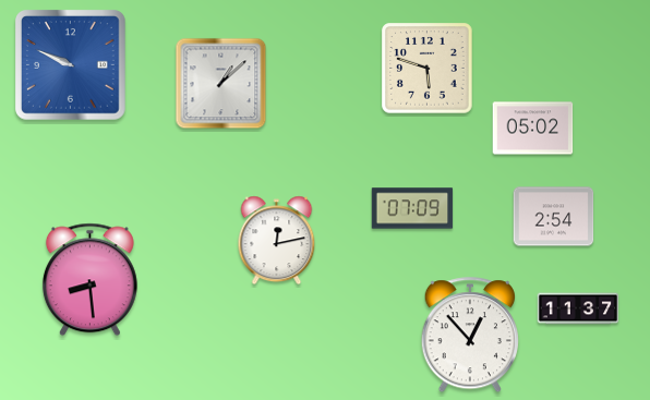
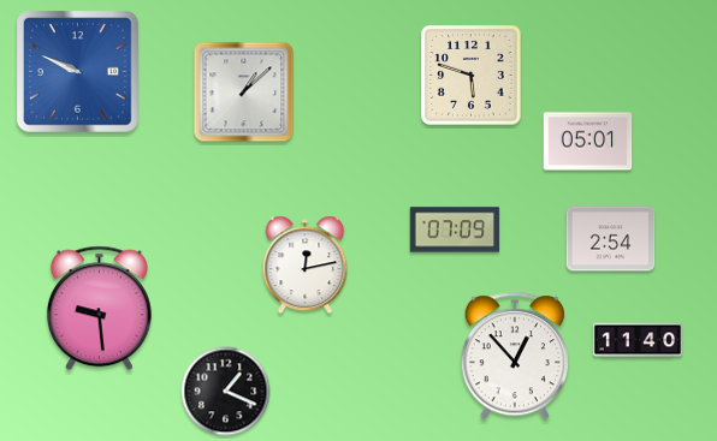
clock at (533, 129): 05:02 -> 05:01
clock at (89, 280): 8:29 -> 9:29
clock at (578, 308): 11:37 -> 11:40
clock at (469, 336) position: (469, 336) -> (514, 357)
clock at (226, 392): none -> 1:19
